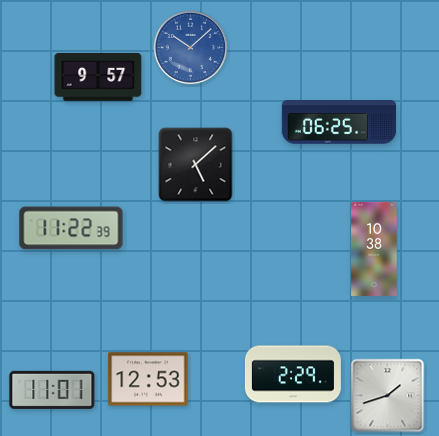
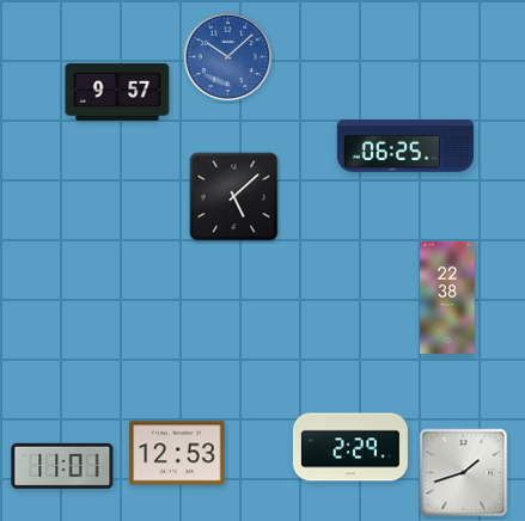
clock at (71, 228): 11:22 -> none
clock at (374, 249): 10:38 -> 22:38
